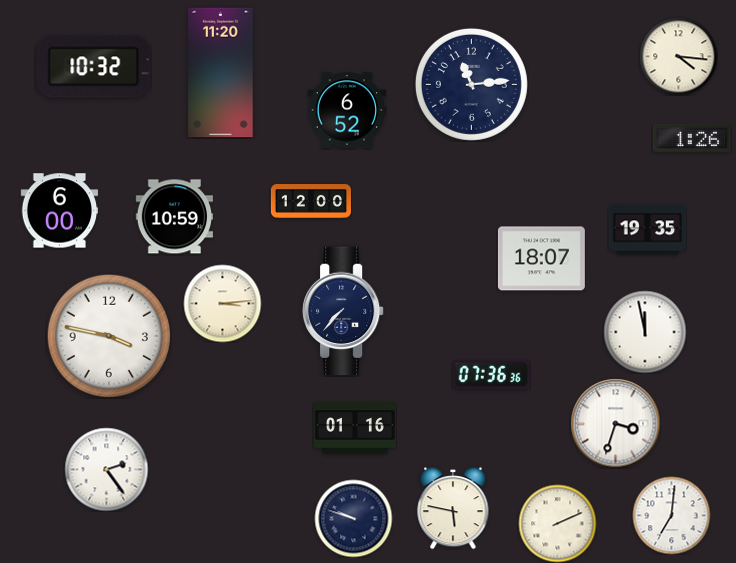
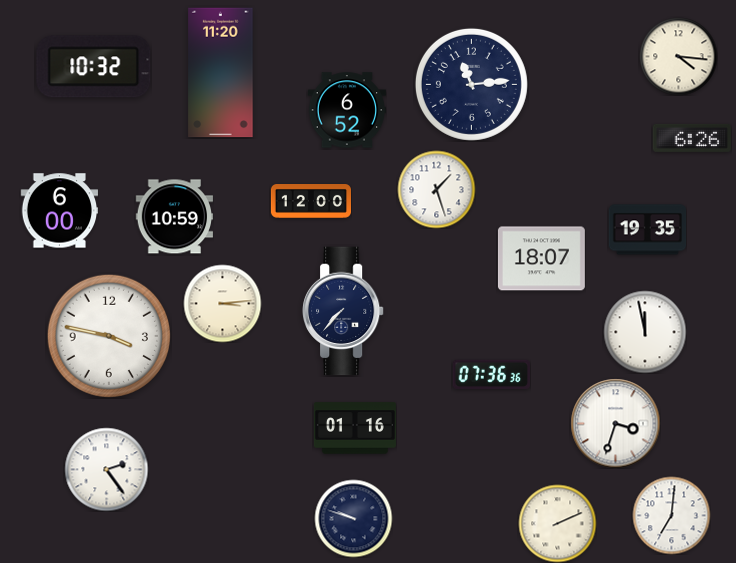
clock at (691, 138): 1:26 -> 6:26
clock at (436, 189): none -> 1:27
clock at (453, 508): 5:47 -> none
